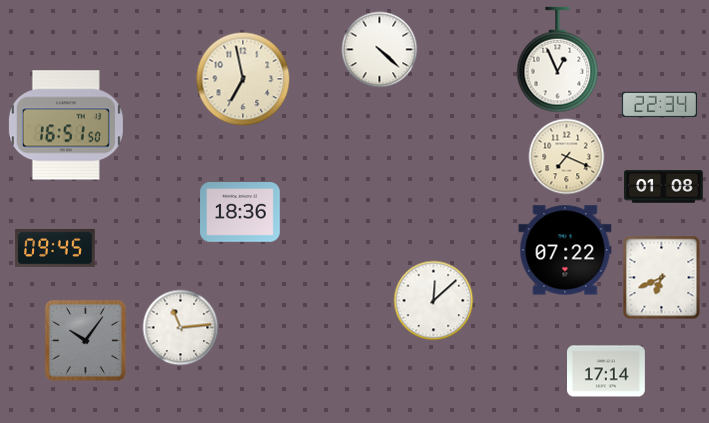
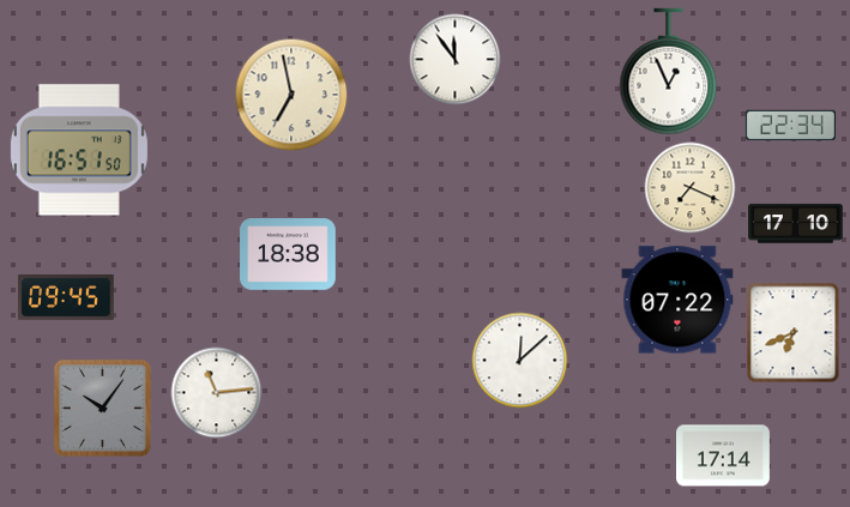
clock at (380, 50): 4:22 -> 11:54
clock at (567, 157) position: (567, 157) -> (691, 188)
clock at (664, 187): 01:08 -> 17:10
clock at (240, 212): 18:36 -> 18:38
clock at (607, 371) position: (607, 371) -> (724, 455)
